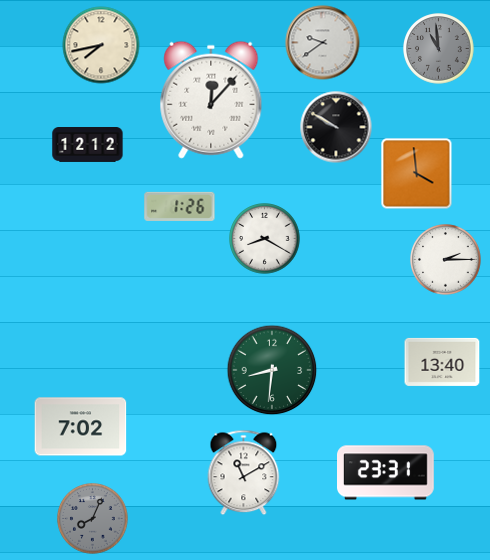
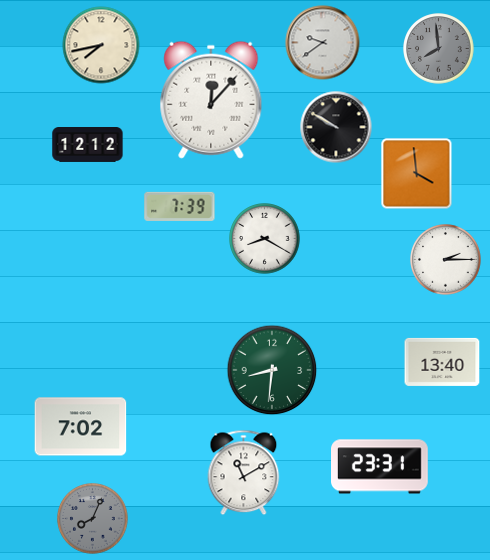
clock at (439, 49): 10:59 -> 7:59
clock at (180, 206): 1:26 -> 7:39
clock at (386, 473) position: (386, 473) -> (380, 467)
